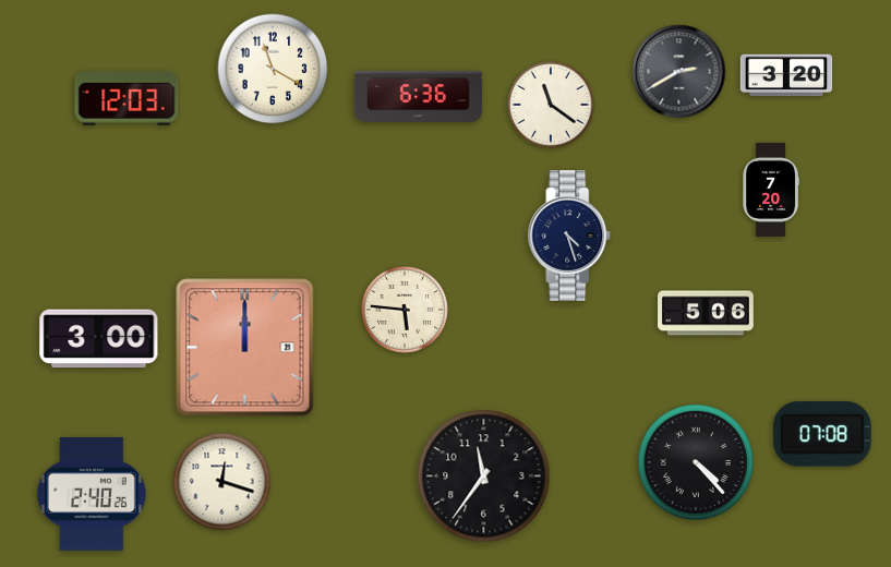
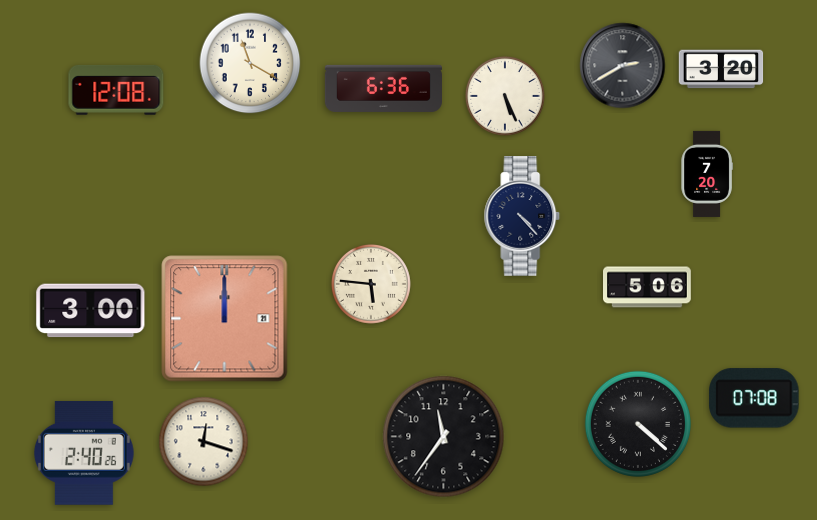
clock at (127, 98): 12:03 -> 12:08
clock at (551, 105): 11:21 -> 5:26
clock at (569, 237): 4:27 -> 4:23
clock at (696, 462): 4:23 -> 4:22
